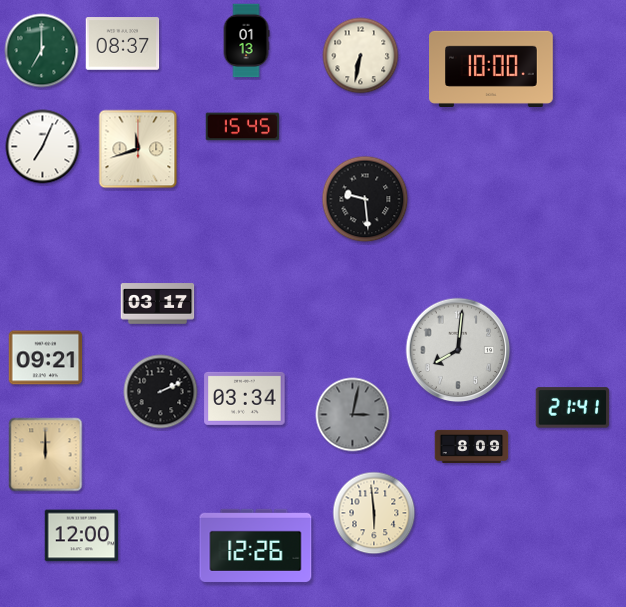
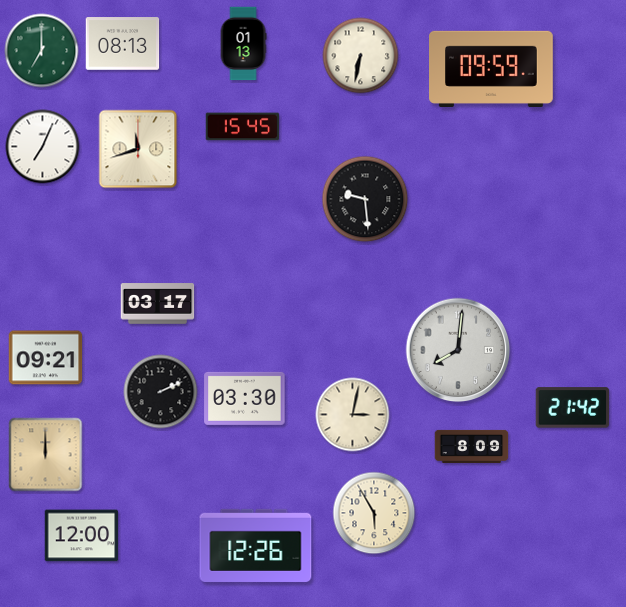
clock at (246, 41) position: (246, 41) -> (243, 44)
clock at (123, 44): 08:37 -> 08:13
clock at (491, 68): 10:00 -> 09:59
clock at (245, 398): 03:34 -> 03:30
clock at (573, 408): 21:41 -> 21:42
clock at (353, 415) dial: grey -> cream
clock at (374, 513): 5:59 -> 5:55
